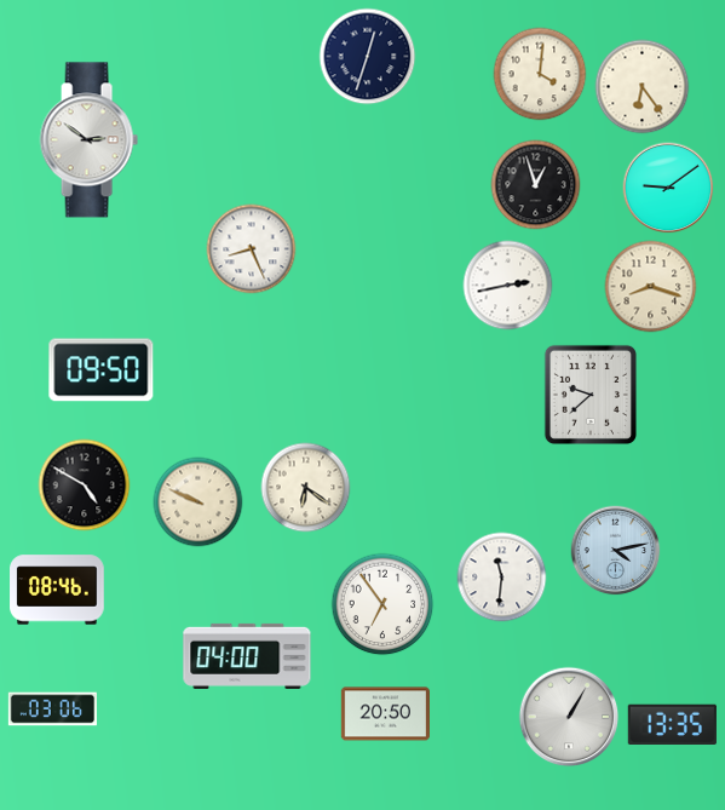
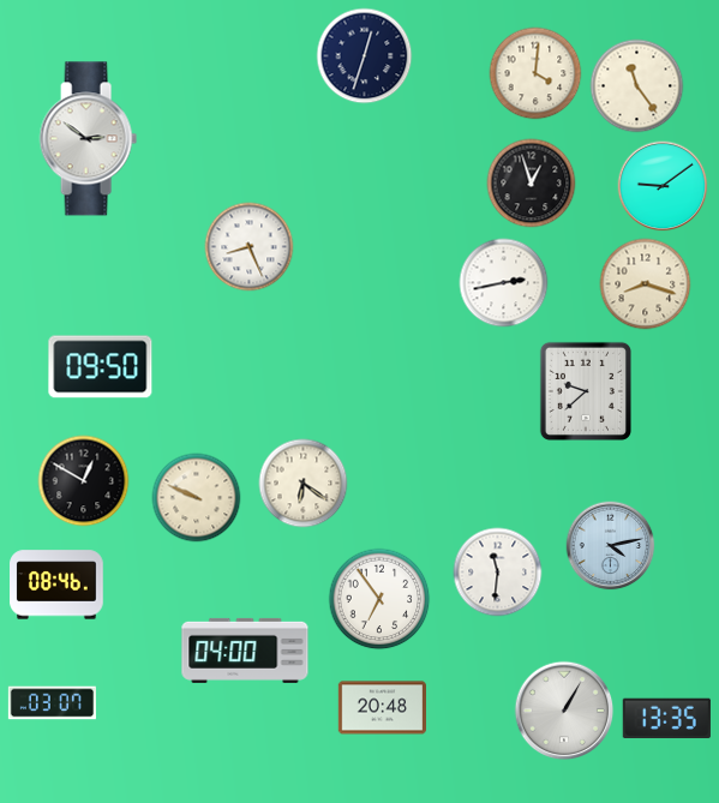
clock at (643, 87): 6:24 -> 11:24
clock at (85, 486): 4:50 -> 12:50
clock at (52, 710): 03:06 -> 03:07
clock at (385, 714): 20:50 -> 20:48
